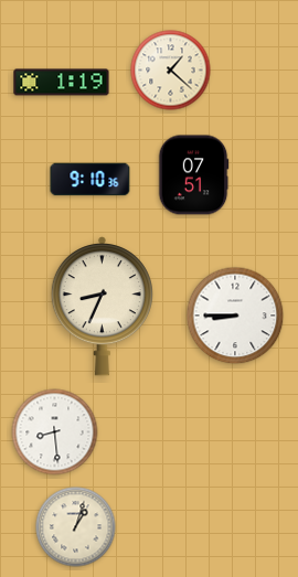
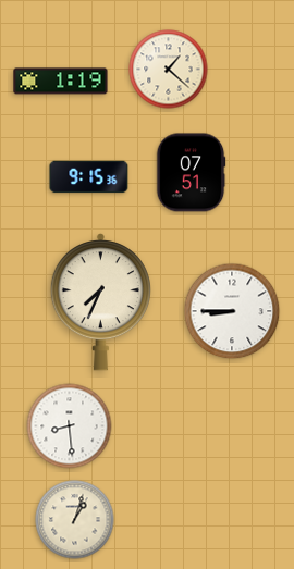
clock at (91, 180): 9:10 -> 9:15
clock at (102, 307): 8:34 -> 7:34
clock at (55, 432) position: (55, 432) -> (70, 426)
